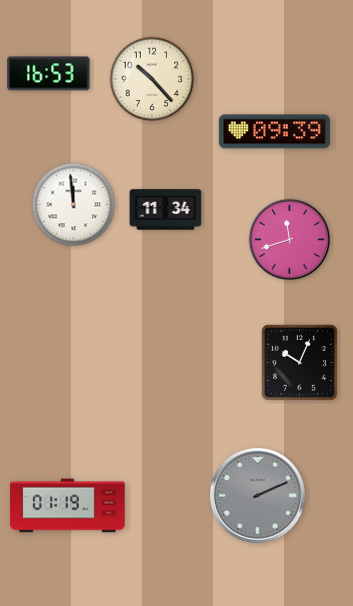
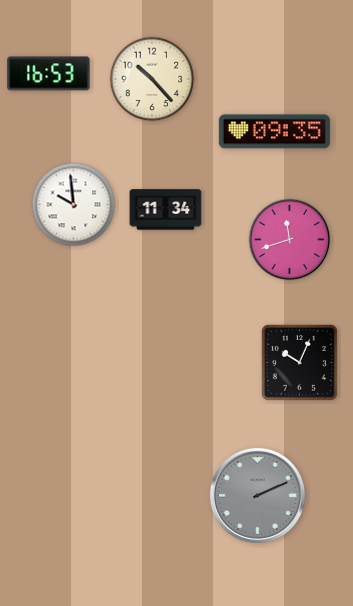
clock at (274, 132): 09:39 -> 09:35
clock at (74, 205): 11:59 -> 9:59
clock at (68, 506): 01:19 -> none
